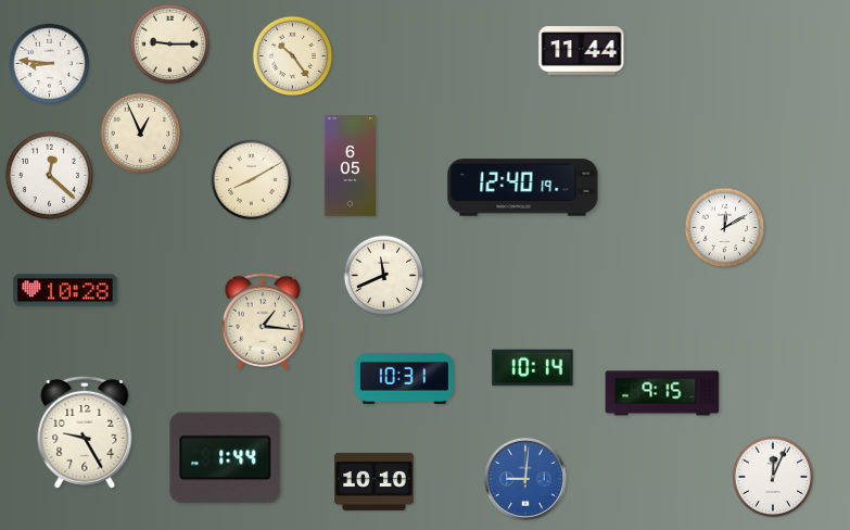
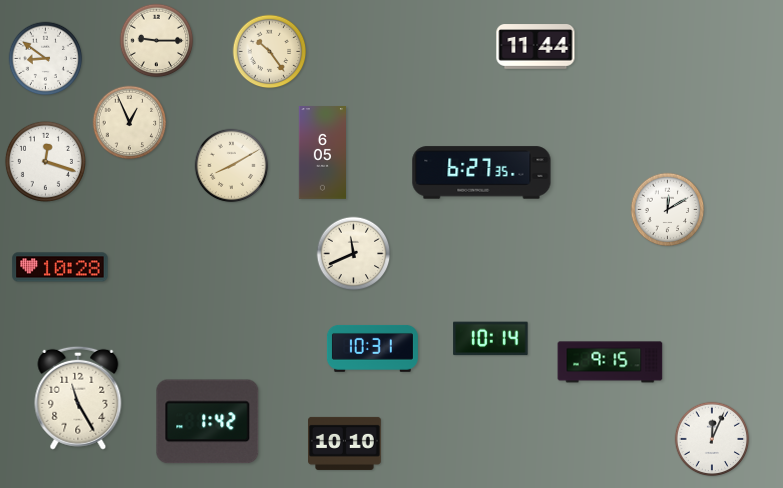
clock at (50, 64): 8:46 -> 8:51
clock at (49, 175): 12:22 -> 12:18
clock at (523, 188): 12:40 -> 6:27
clock at (263, 321): 1:16 -> none
clock at (85, 432): 9:25 -> 11:25
clock at (226, 458): 1:44 -> 1:42
clock at (525, 479): 9:01 -> none
